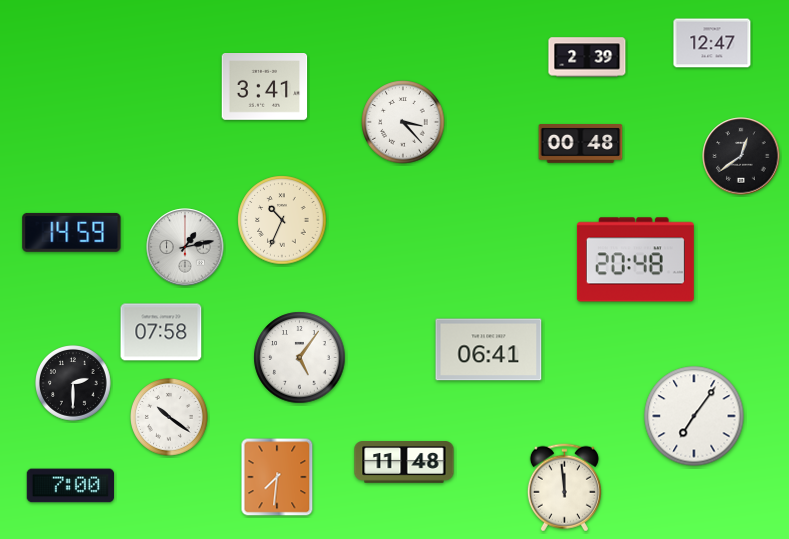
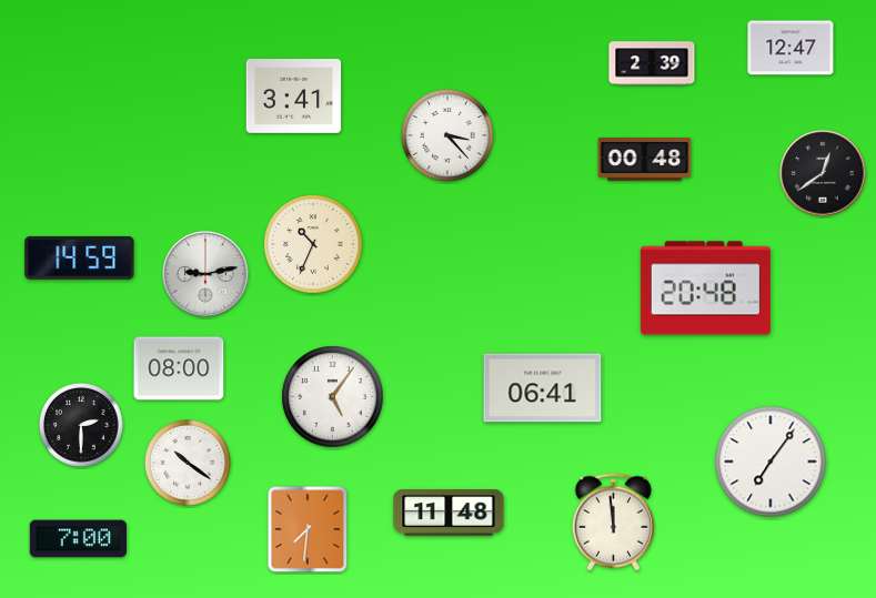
clock at (185, 247): 1:13 -> 9:13
clock at (161, 332): 07:58 -> 08:00
clock at (564, 488) position: (564, 488) -> (613, 523)
